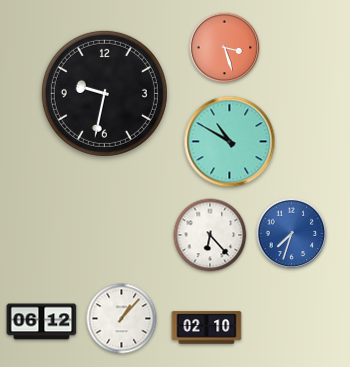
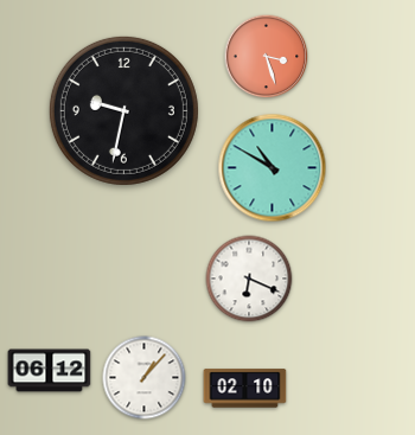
clock at (292, 234): 7:33 -> none
clock at (210, 235): 6:23 -> 6:19
clock at (42, 322) position: (42, 322) -> (50, 371)
